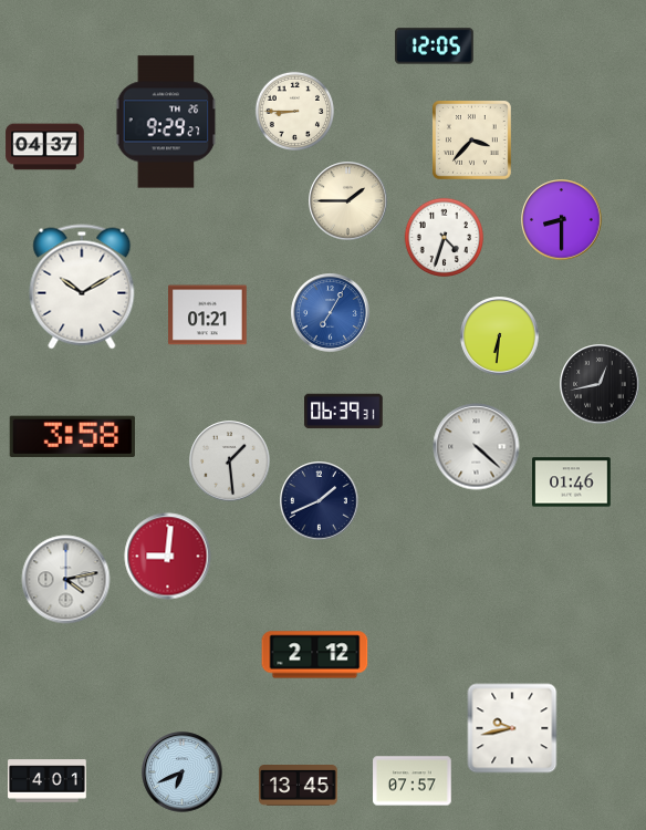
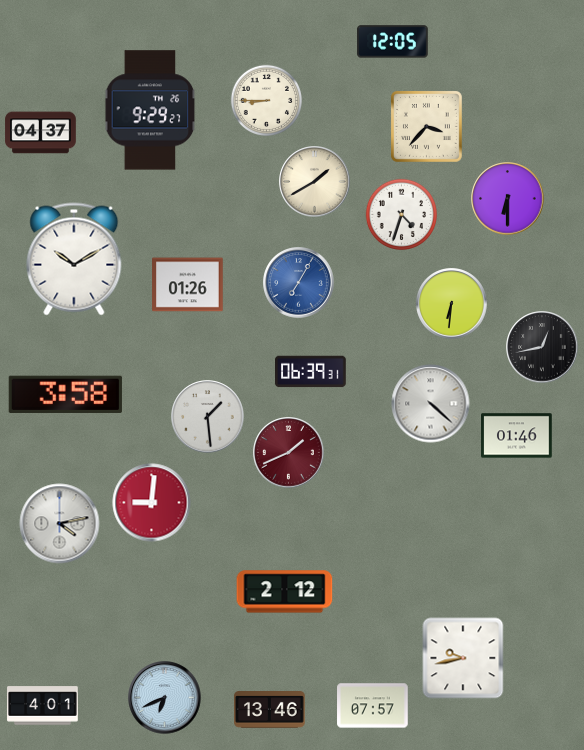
clock at (348, 201): 1:45 -> 1:40
clock at (562, 220): 8:30 -> 6:30
clock at (208, 315): 01:21 -> 01:26
clock at (320, 501) dial: navy -> burgundy
clock at (299, 786): 13:45 -> 13:46
